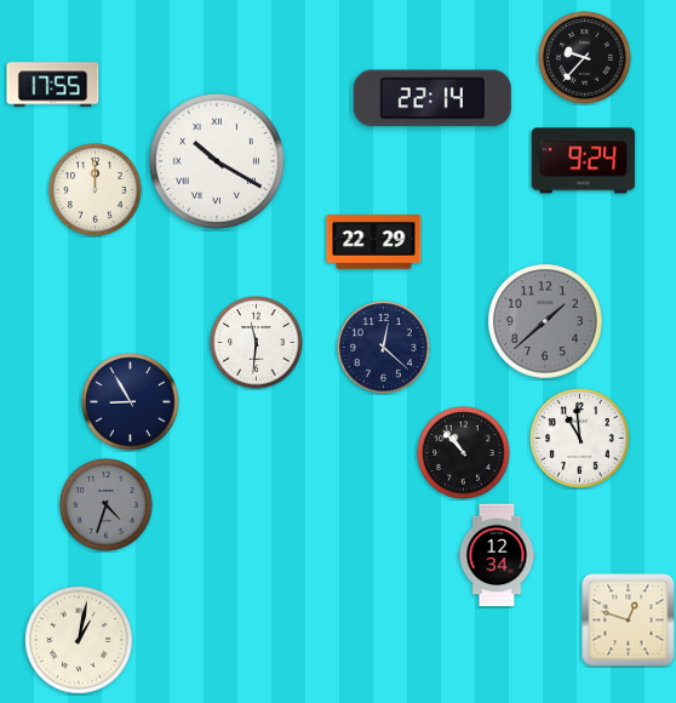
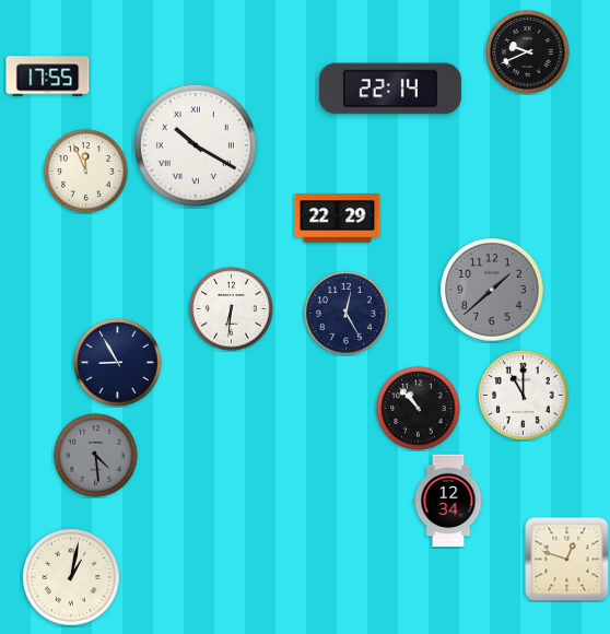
clock at (585, 58): 9:37 -> 9:41
clock at (584, 161): 9:24 -> none
clock at (96, 190): 12:00 -> 11:56
clock at (257, 343): 11:31 -> 6:31
clock at (384, 348): 12:22 -> 12:25
clock at (580, 439): 10:59 -> 11:00
clock at (107, 505): 4:33 -> 4:29
